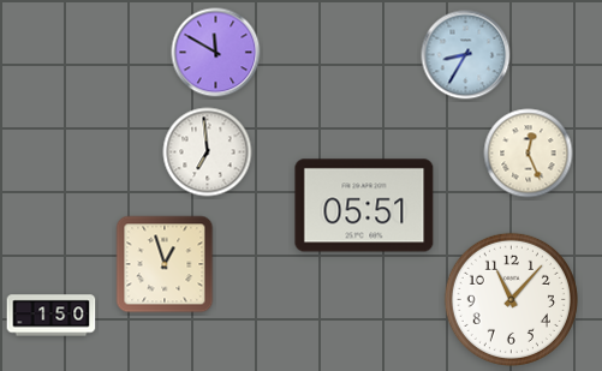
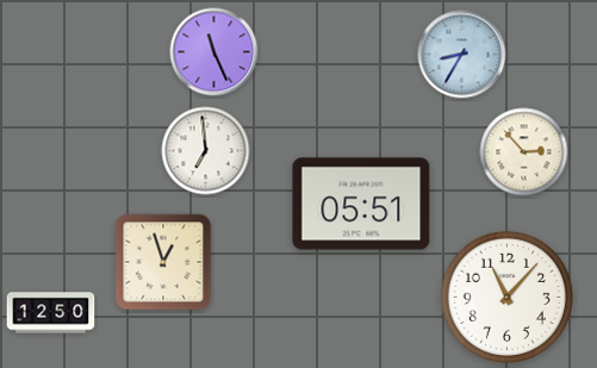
clock at (216, 53): 11:50 -> 11:26
clock at (529, 154): 12:26 -> 2:53
clock at (52, 316): 1:50 -> 12:50
